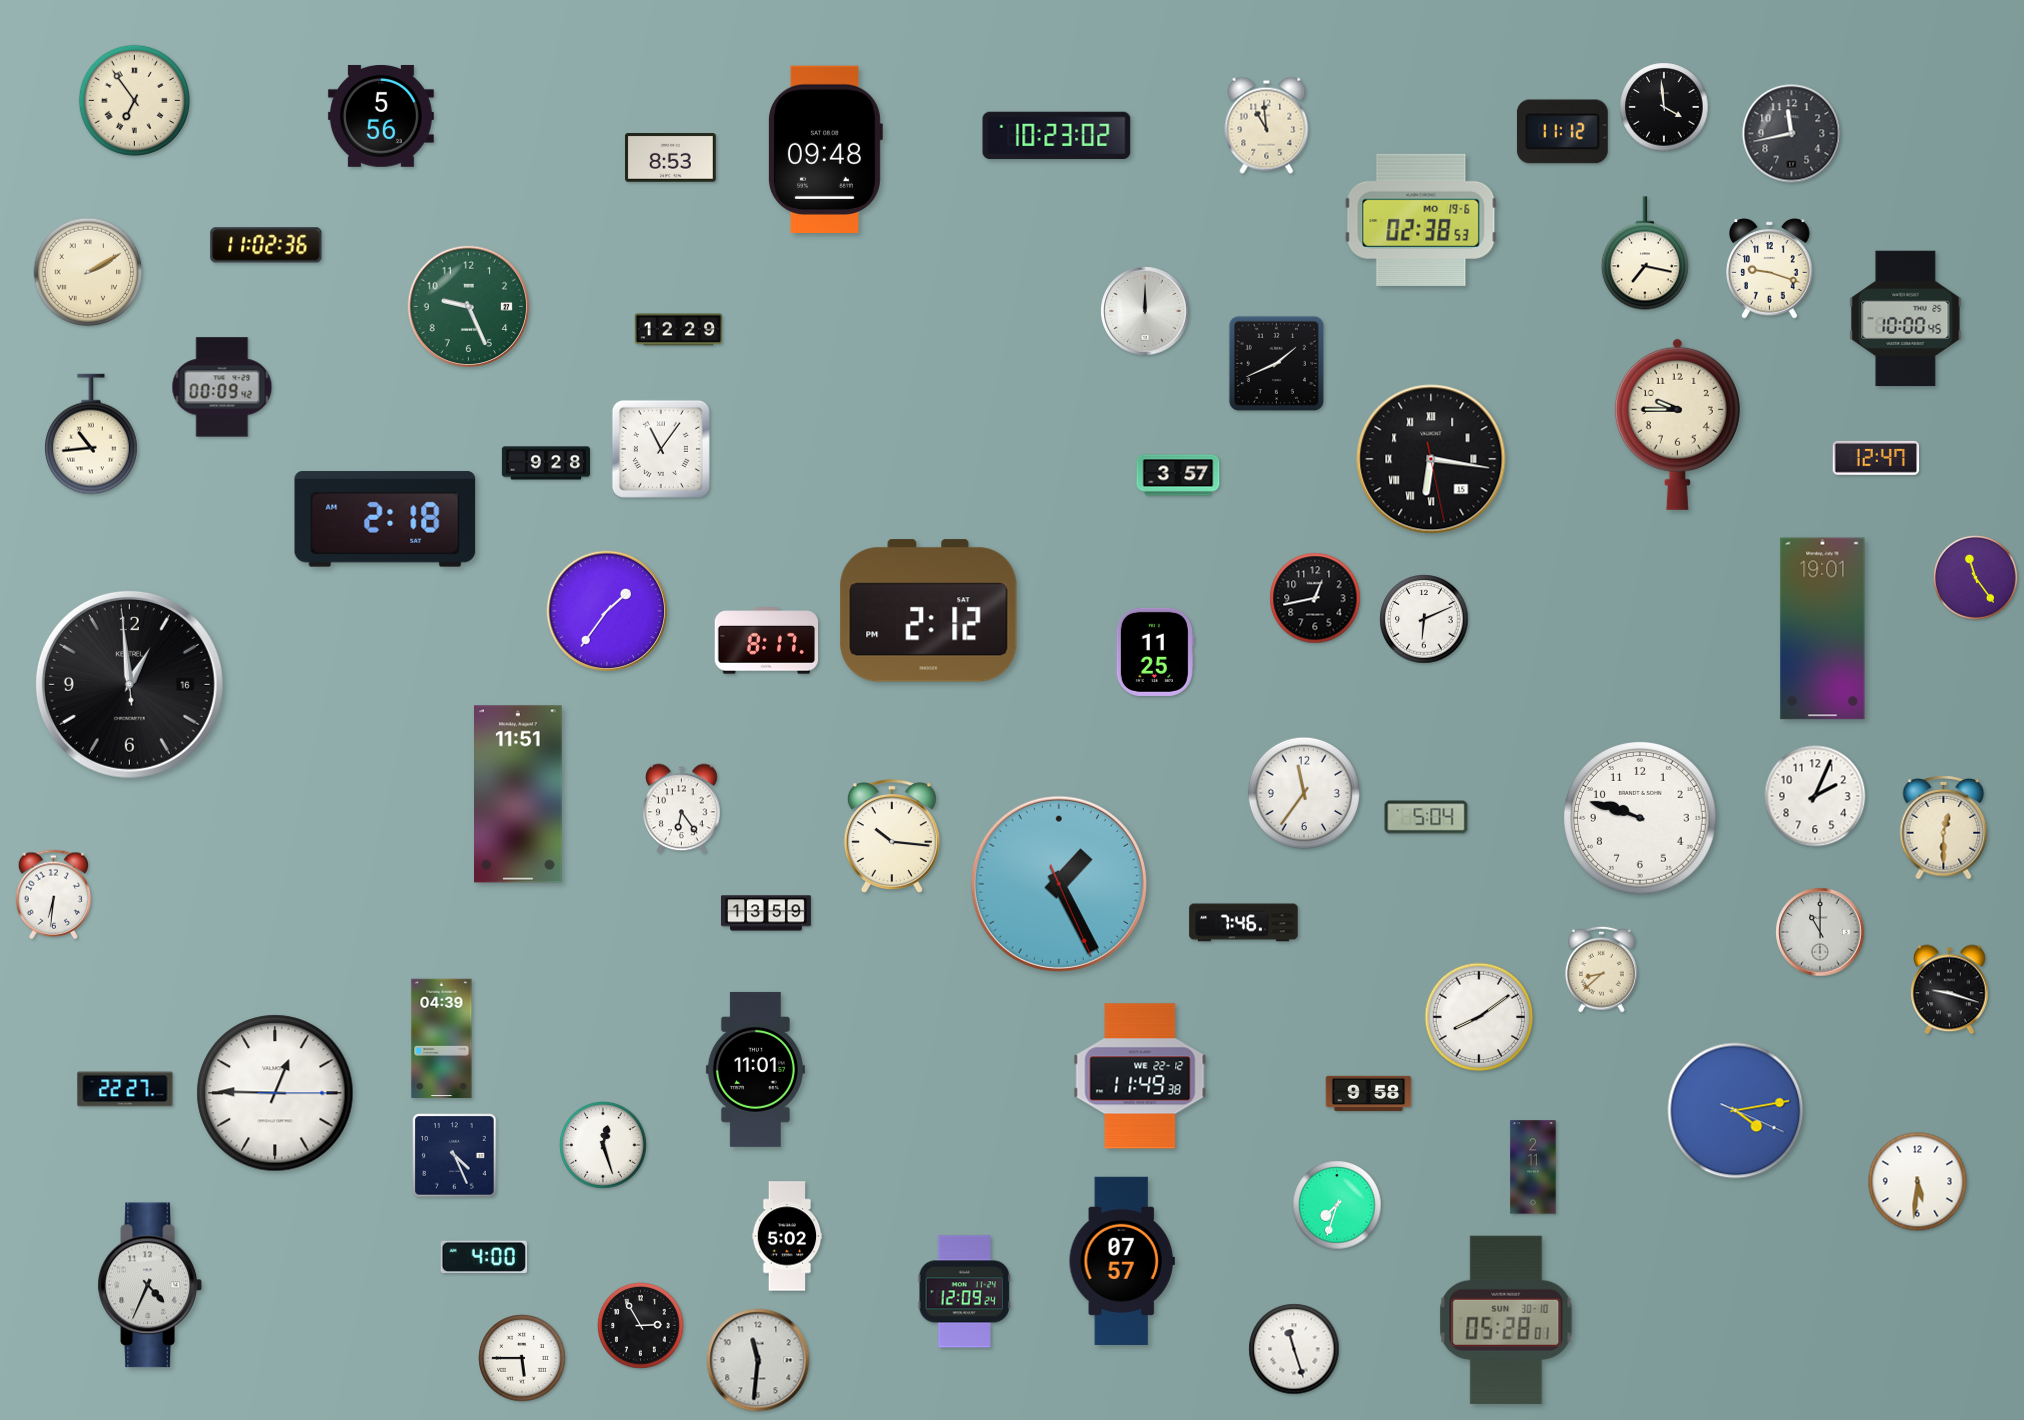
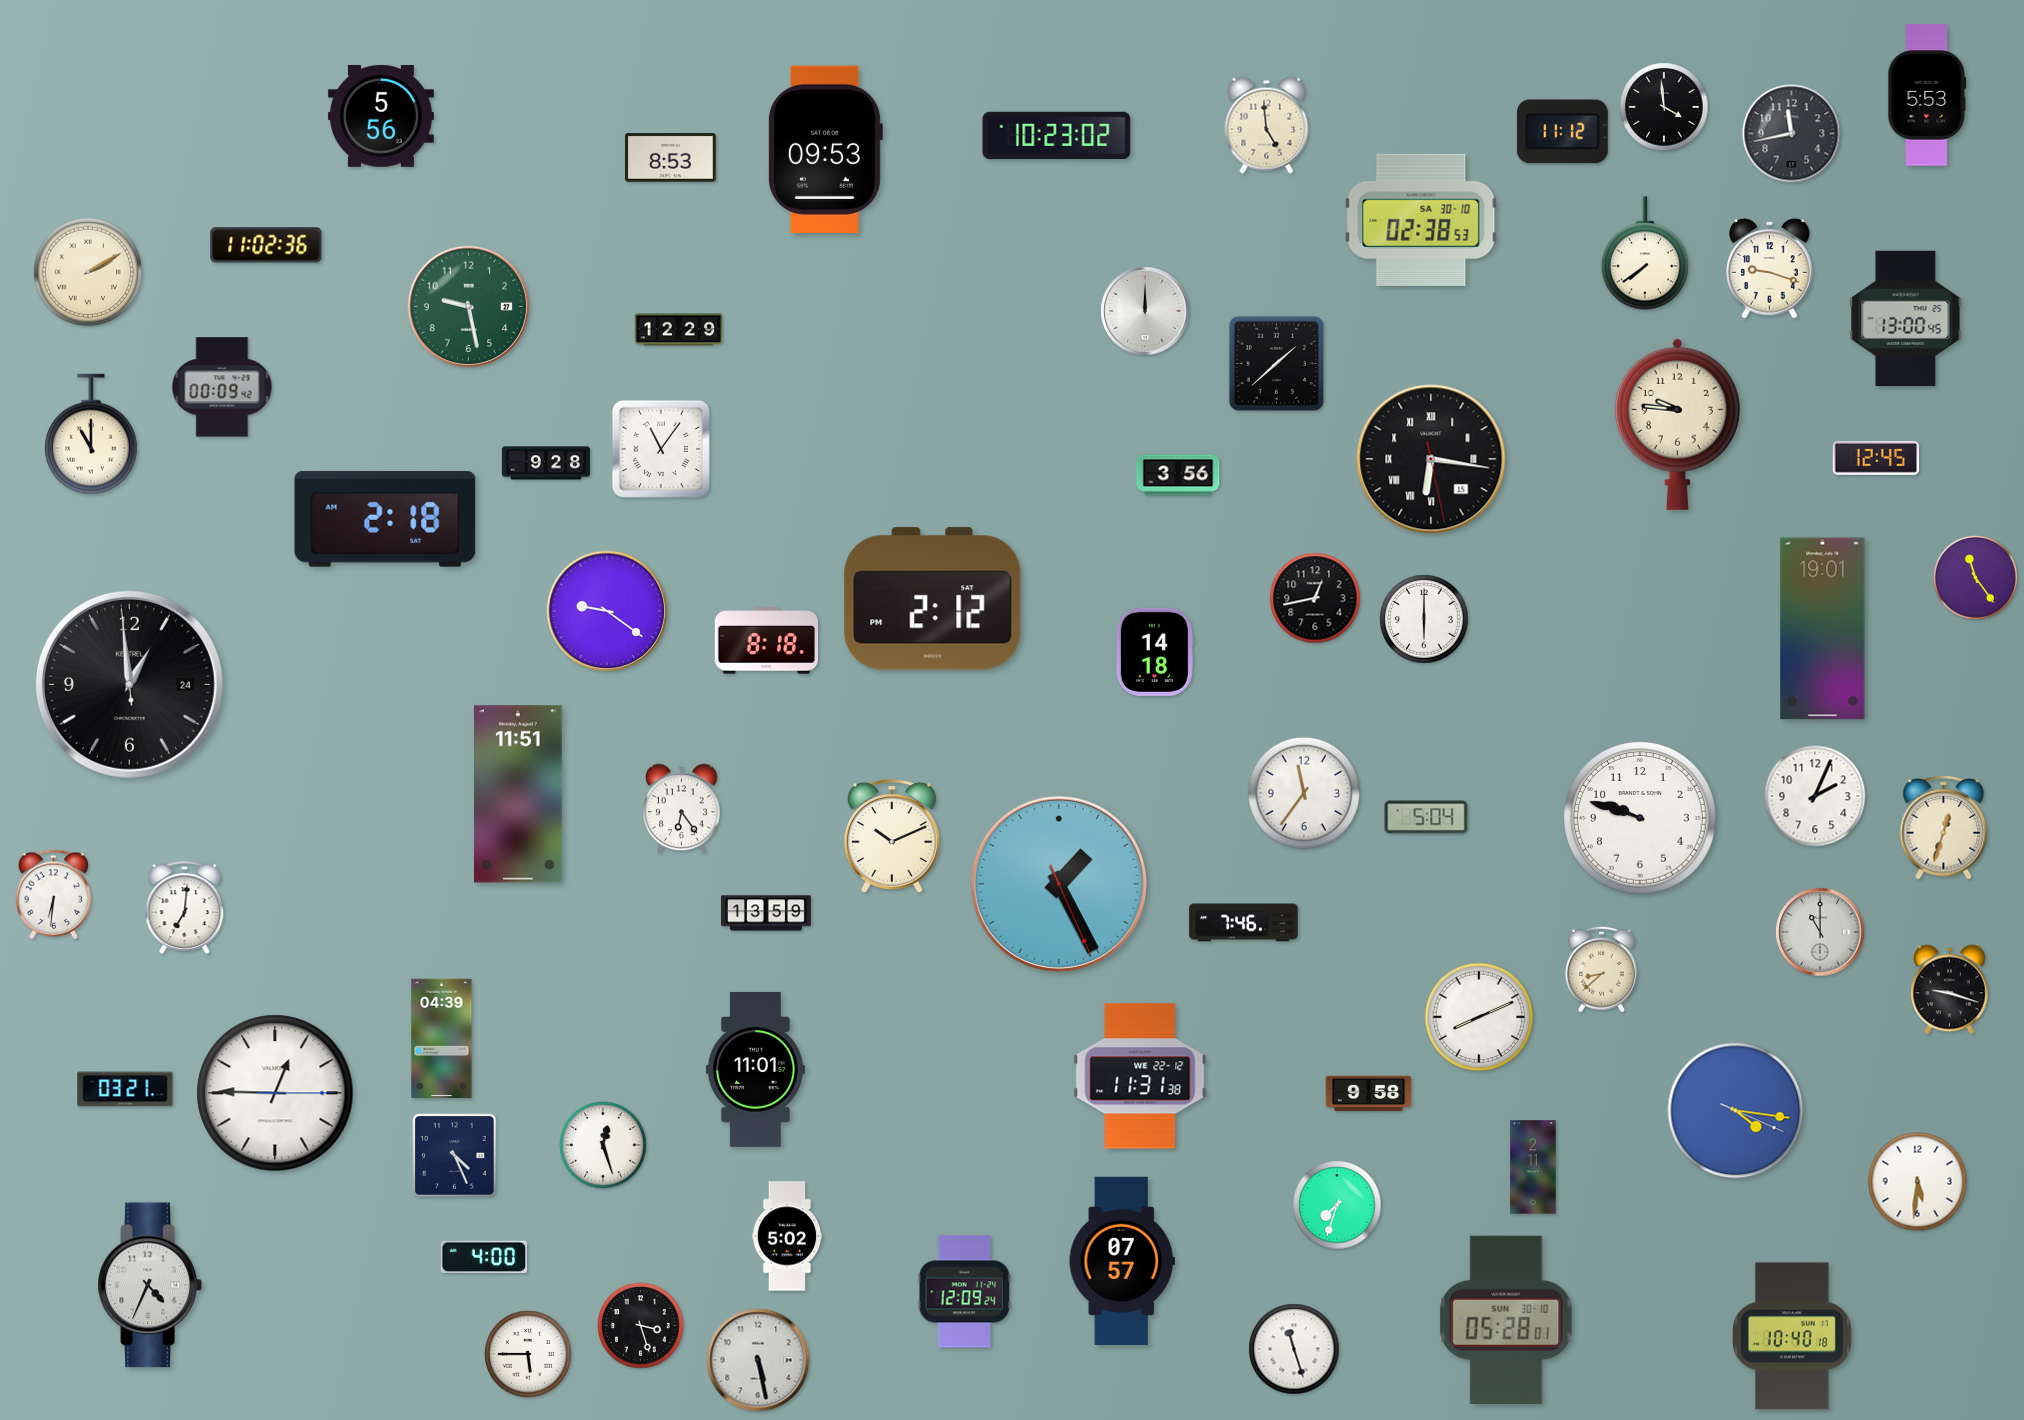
clock at (1927, 95): none -> 5:53
clock at (134, 100): 6:54 -> none
clock at (1267, 125): 10:59 -> 4:59
clock at (825, 149): 09:48 -> 09:53
clock at (1421, 220) date: MO 19-6 -> SA 30-10
clock at (1645, 253): 7:17 -> 7:39
clock at (469, 307): 9:26 -> 9:28
clock at (1906, 319): 10:00 -> 13:00
clock at (1276, 363): 1:41 -> 1:38
clock at (1677, 424): 9:45 -> 9:46
clock at (92, 434): 10:44 -> 11:00
clock at (1876, 458): 12:47 -> 12:45
clock at (1178, 475): 3:57 -> 3:56
clock at (607, 611): 1:36 -> 9:21
clock at (929, 611) position: (929, 611) -> (933, 599)
clock at (1424, 619): 6:11 -> 6:00
clock at (766, 641): 8:17 -> 8:18
clock at (1155, 652): 11:25 -> 14:18
clock at (129, 684) date: 16 -> 24
clock at (1944, 828): 12:30 -> 12:33
clock at (892, 837): 10:16 -> 10:11
clock at (185, 908): none -> 7:01
clock at (1479, 1017): 8:09 -> 8:11
clock at (1140, 1076): 11:49 -> 11:31
clock at (125, 1089): 22:27 -> 03:21
clock at (1736, 1111): 4:13 -> 4:16
clock at (641, 1326): 2:55 -> 3:27
clock at (1792, 1336): none -> 10:40
clock at (522, 1358) position: (522, 1358) -> (528, 1354)
clock at (758, 1360): 11:31 -> 5:28
